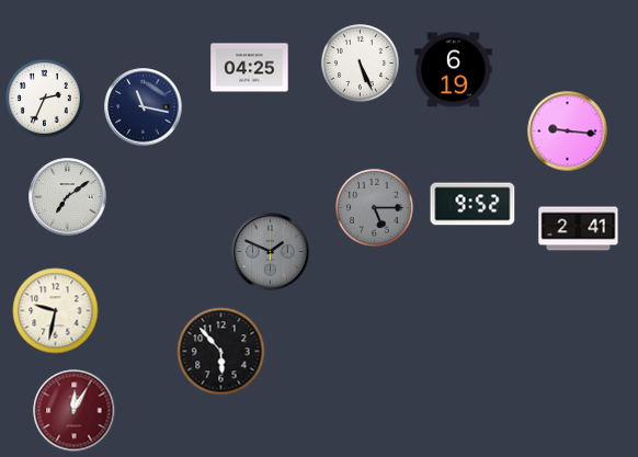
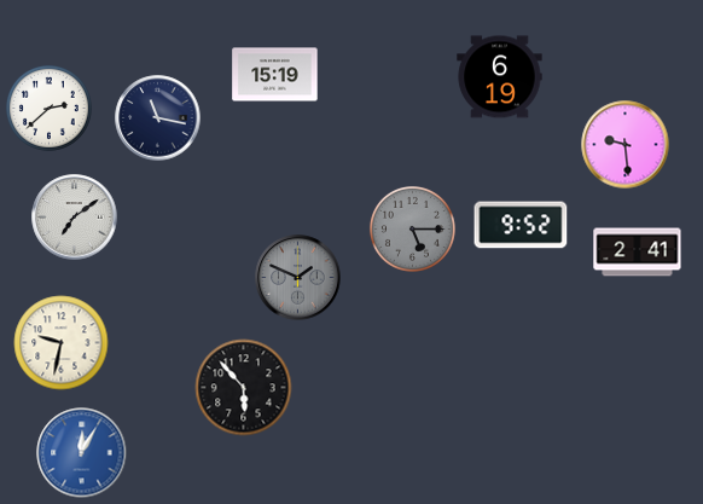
clock at (360, 62): 5:26 -> none
clock at (250, 68): 04:25 -> 15:19
clock at (44, 98): 2:34 -> 2:38
clock at (568, 132): 9:16 -> 9:29
clock at (75, 411) dial: burgundy -> blue
